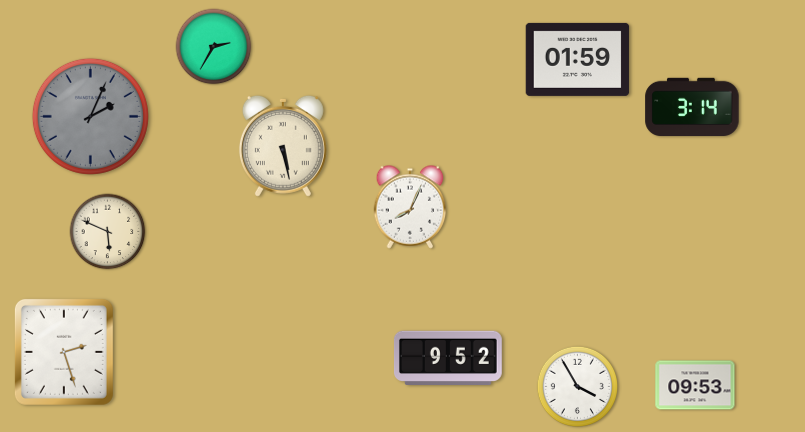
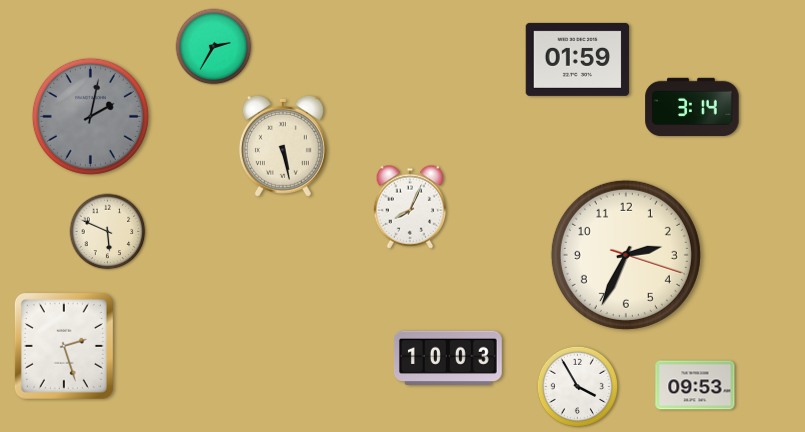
clock at (90, 116): 2:04 -> 2:02
clock at (626, 255): none -> 2:34
clock at (64, 352) position: (64, 352) -> (64, 346)
clock at (448, 358): 9:52 -> 10:03
